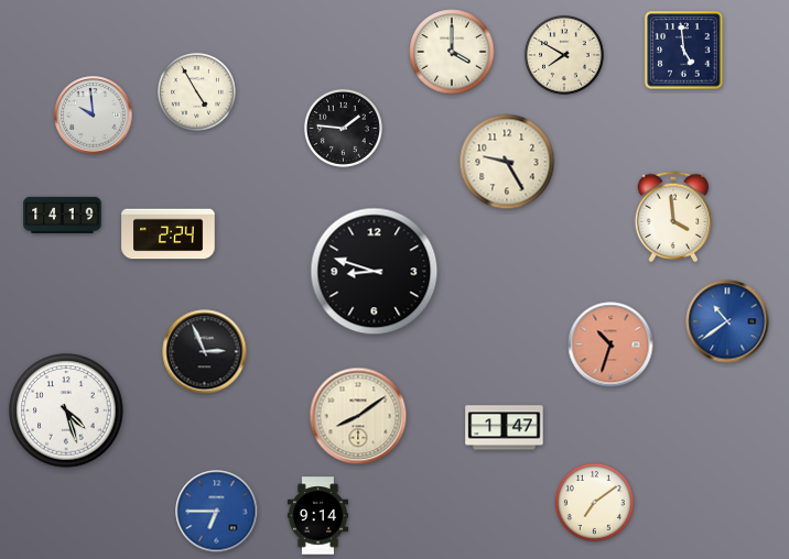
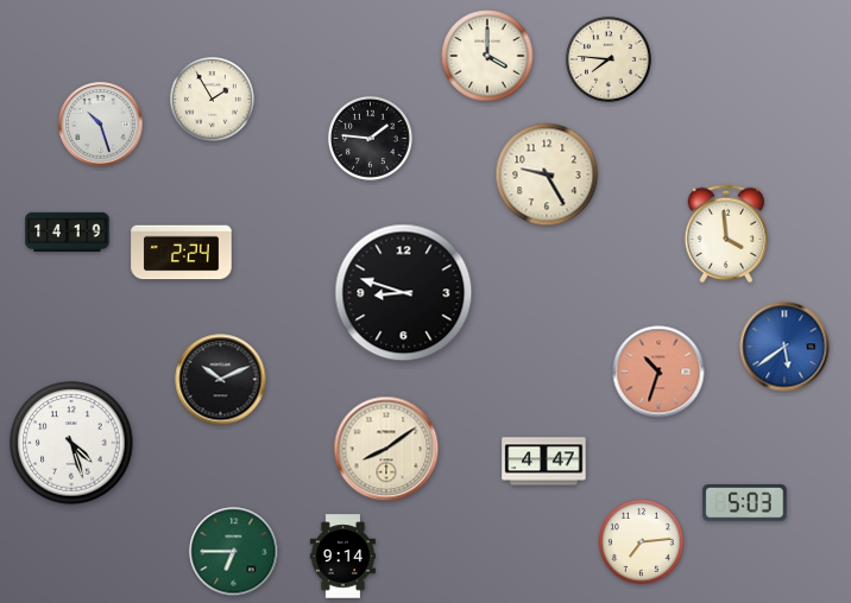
clock at (684, 51): 4:59 -> none
clock at (564, 55): 7:50 -> 7:46
clock at (196, 91): 4:55 -> 1:55
clock at (94, 116): 9:59 -> 10:27
clock at (727, 321): 10:39 -> 5:39
clock at (205, 352): 2:56 -> 10:11
clock at (505, 428): 1:47 -> 4:47
clock at (745, 503): none -> 5:03
clock at (594, 502): 7:09 -> 7:14
clock at (217, 512) dial: blue -> green
